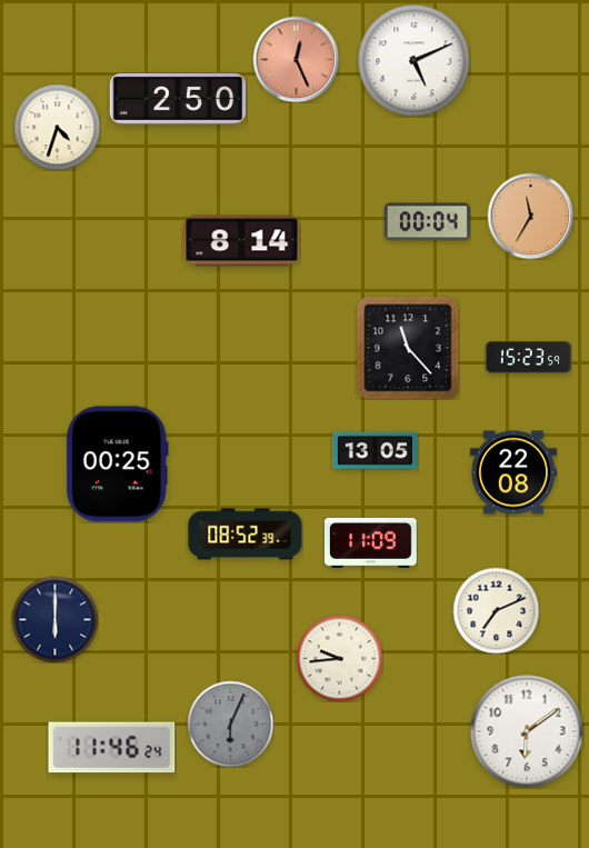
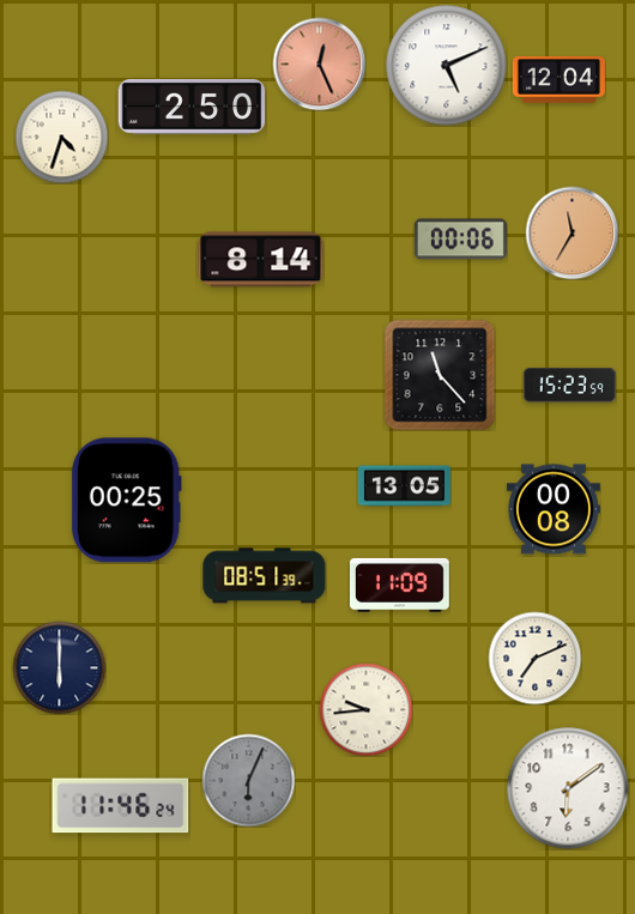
clock at (558, 80): none -> 12:04
clock at (427, 222): 00:04 -> 00:06
clock at (513, 472): 22:08 -> 00:08
clock at (246, 535): 08:52 -> 08:51
